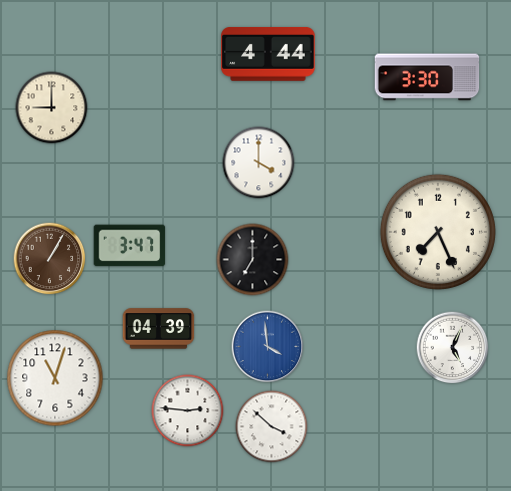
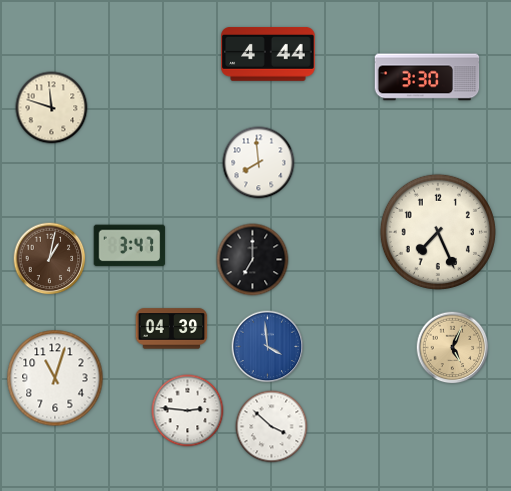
clock at (52, 108): 9:00 -> 11:48
clock at (259, 163): 4:00 -> 7:59
clock at (50, 259): 1:05 -> 1:02
clock at (159, 329) position: (159, 329) -> (172, 329)
clock at (453, 348) dial: white -> champagne
